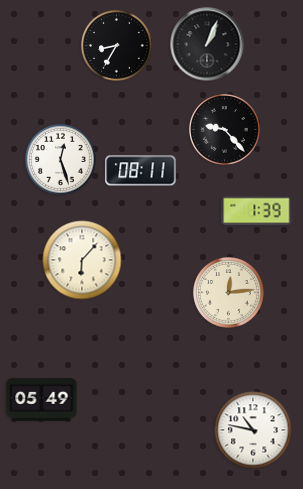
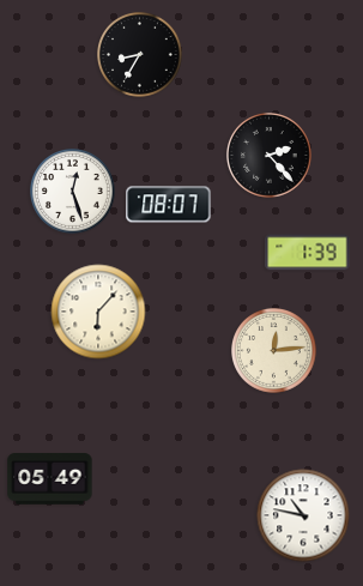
clock at (207, 44): 1:04 -> none
clock at (225, 130): 9:23 -> 2:23
clock at (141, 171): 08:11 -> 08:07
